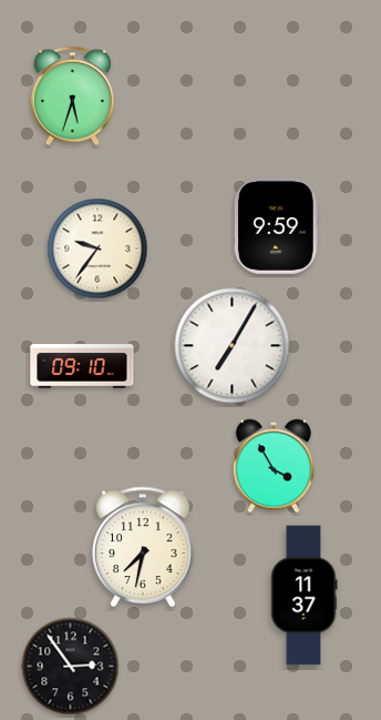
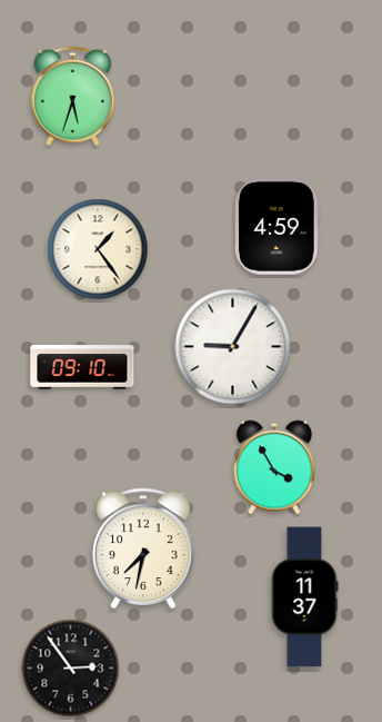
clock at (276, 226): 9:59 -> 4:59
clock at (97, 249): 9:36 -> 1:24
clock at (233, 346): 7:05 -> 9:05
